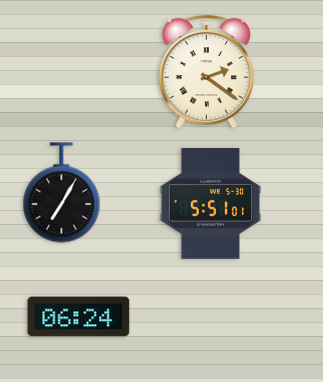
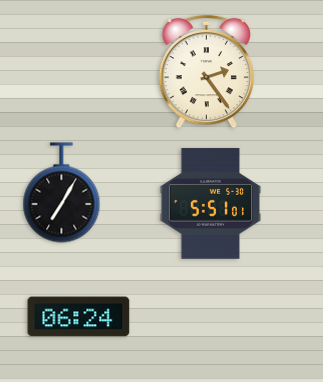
clock at (206, 72): 2:21 -> 2:24
